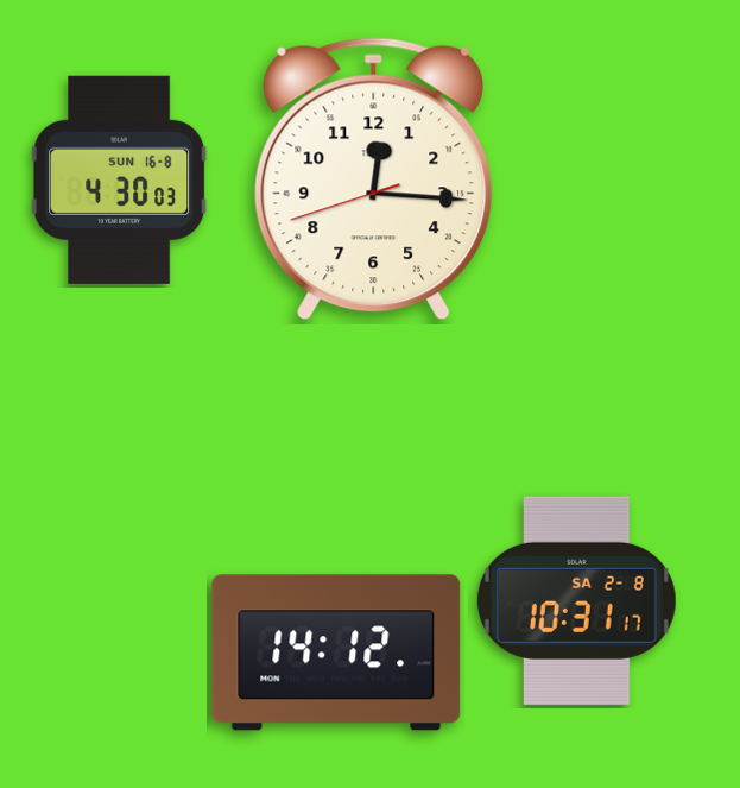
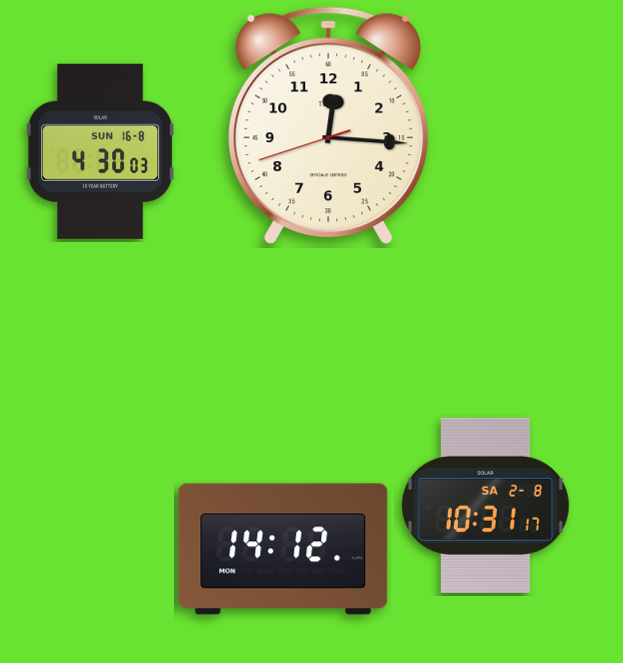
clock at (374, 179) position: (374, 179) -> (329, 126)
